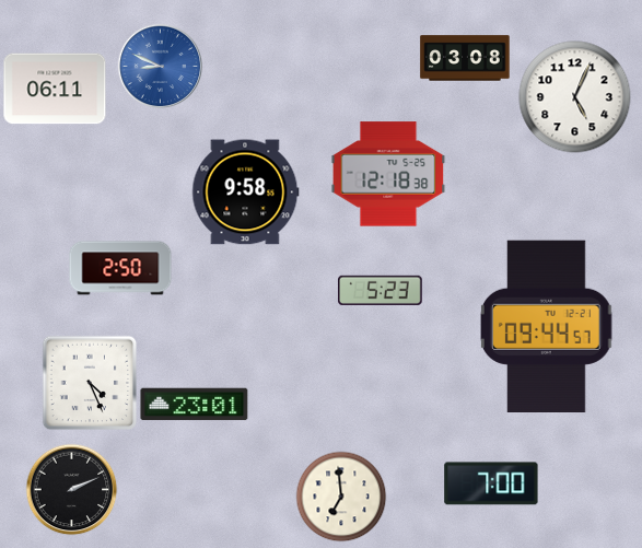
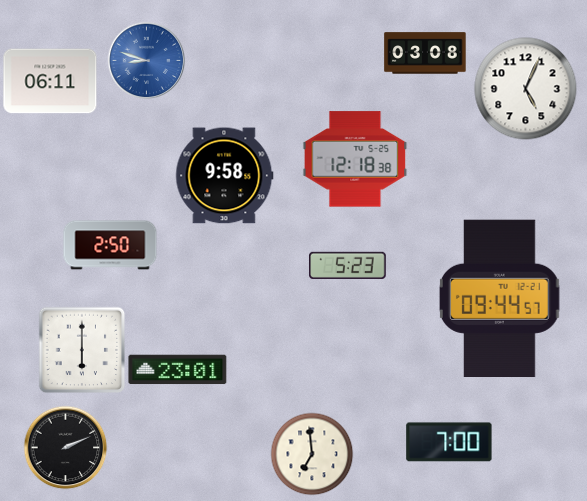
clock at (160, 66): 8:49 -> 8:48
clock at (90, 383): 4:26 -> 6:00
